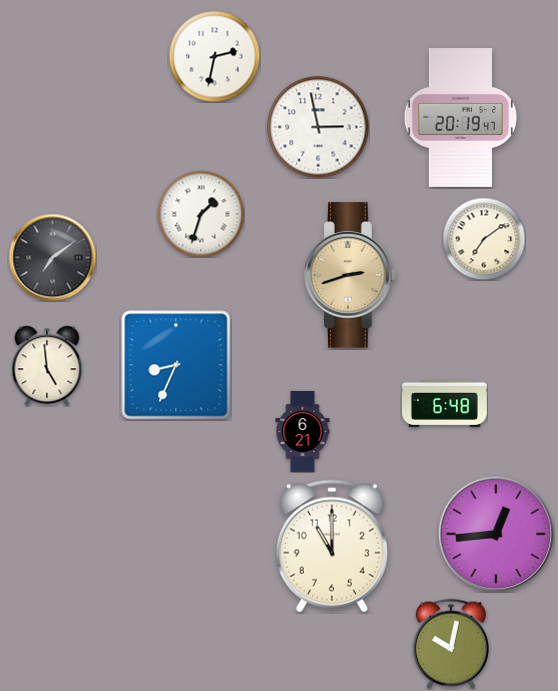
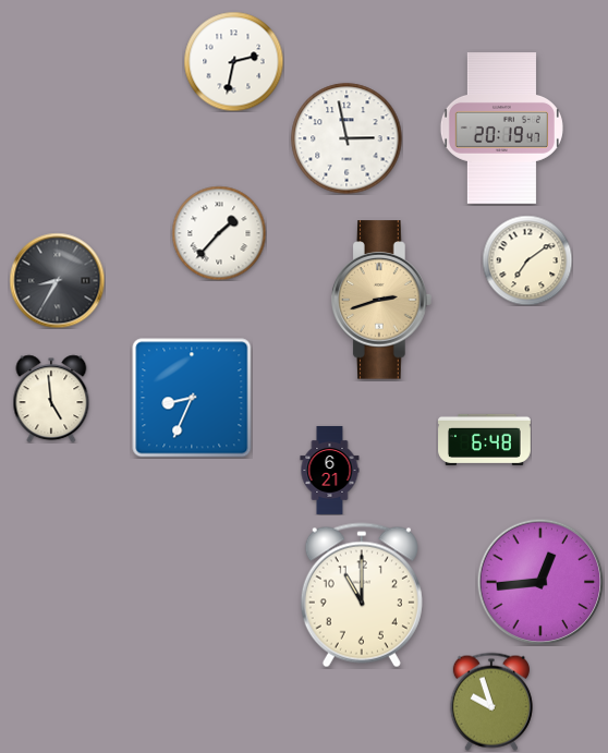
clock at (201, 214): 1:33 -> 1:37
clock at (52, 257): 7:09 -> 8:35
clock at (451, 644): 10:02 -> 9:57
